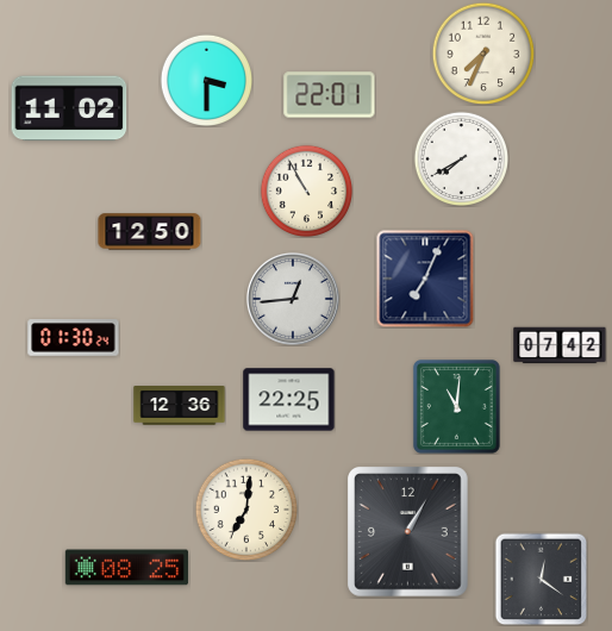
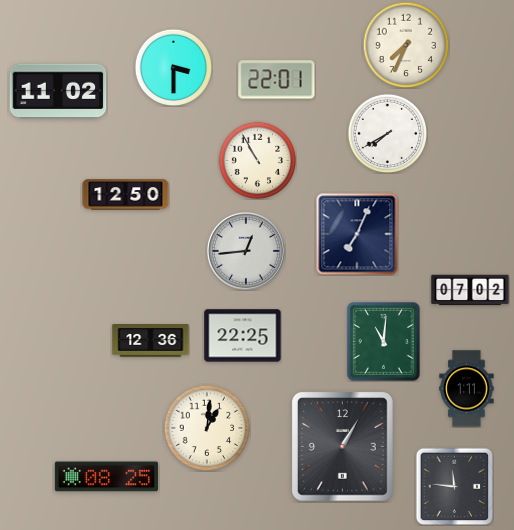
clock at (74, 338): 01:30 -> none
clock at (560, 345): 07:42 -> 07:02
clock at (467, 389): none -> 1:11
clock at (246, 510): 7:01 -> 1:01
clock at (541, 579): 12:21 -> 11:46
